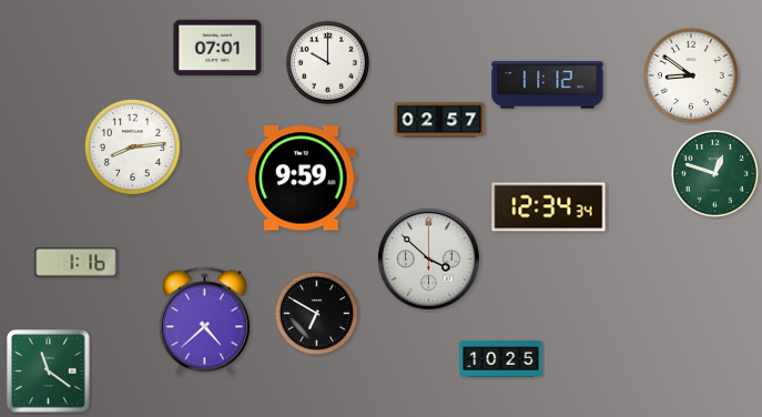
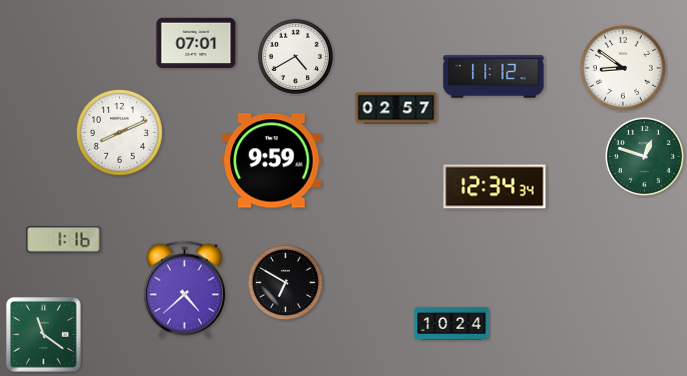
clock at (327, 62): 10:00 -> 4:40
clock at (132, 146): 8:14 -> 8:11
clock at (429, 260): 3:52 -> none
clock at (77, 263) position: (77, 263) -> (64, 240)
clock at (501, 358): 10:25 -> 10:24
